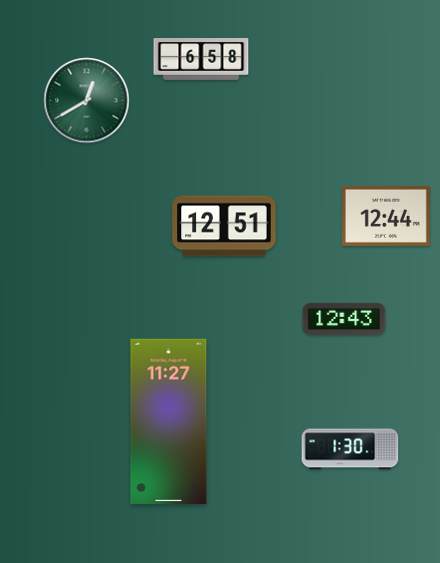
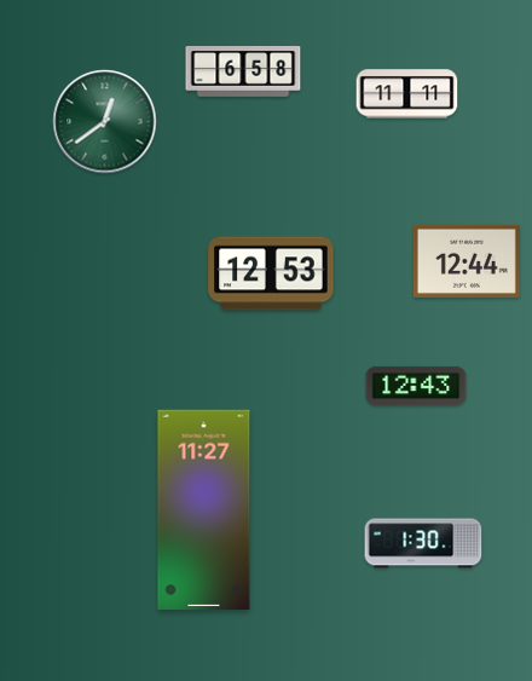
clock at (407, 94): none -> 11:11
clock at (87, 101): 12:40 -> 12:39
clock at (224, 226): 12:51 -> 12:53
